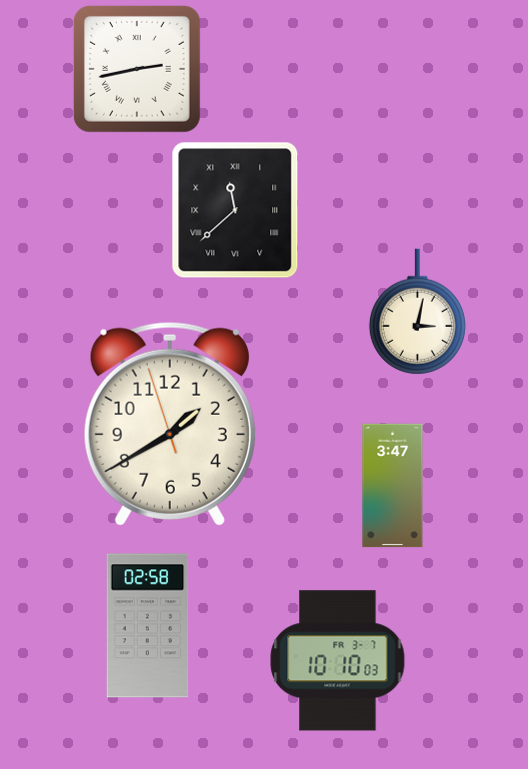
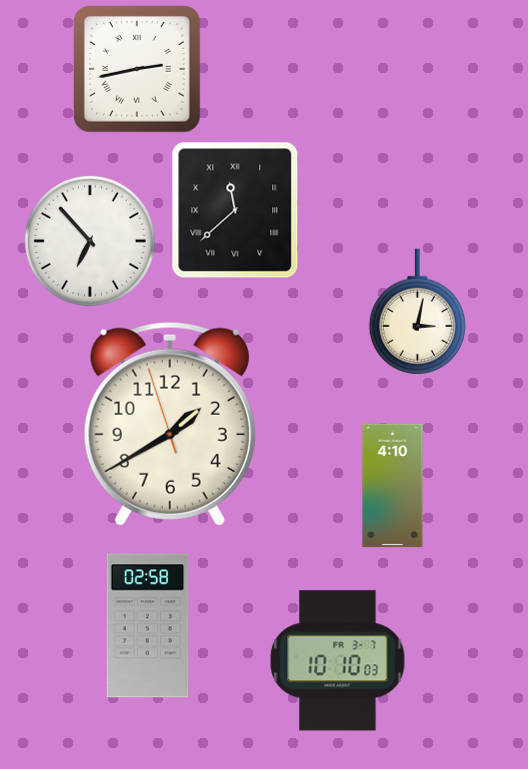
clock at (90, 241): none -> 6:53
clock at (393, 486): 3:47 -> 4:10
